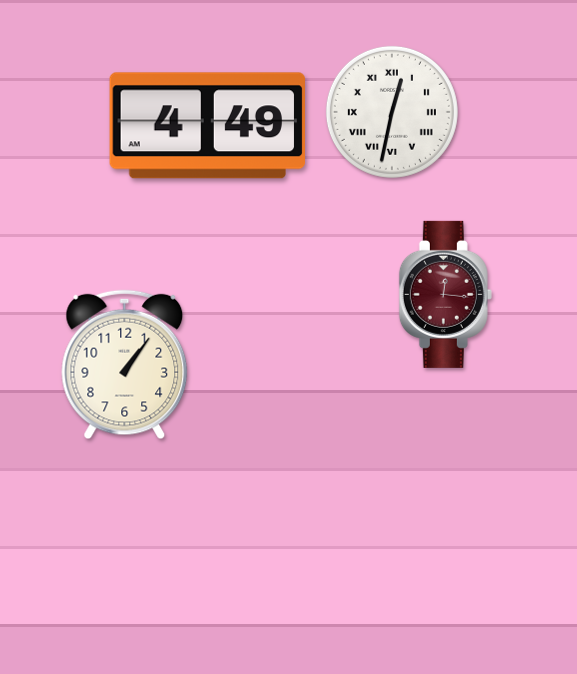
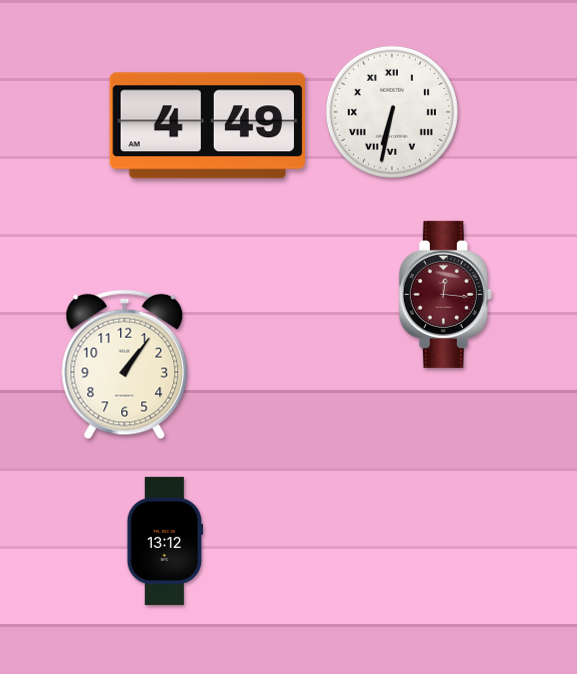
clock at (392, 112): 12:32 -> 6:32
clock at (165, 541): none -> 13:12
